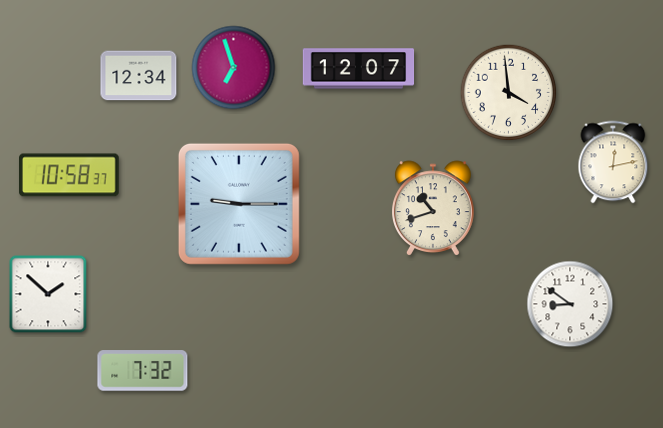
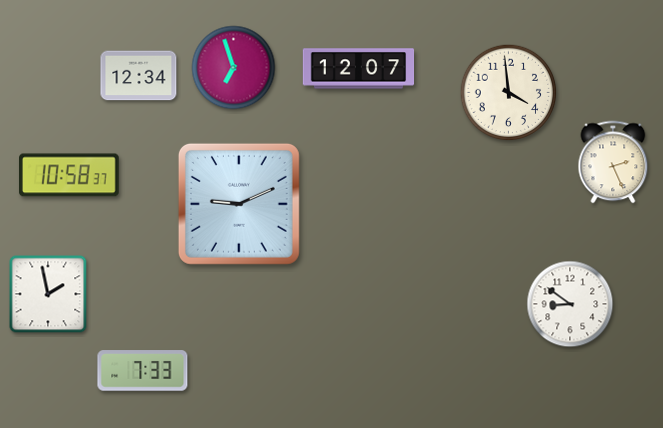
clock at (613, 162): 12:13 -> 2:26
clock at (239, 204): 9:15 -> 9:11
clock at (434, 208): 10:42 -> none
clock at (48, 294): 1:52 -> 1:58
clock at (143, 371): 7:32 -> 7:33
